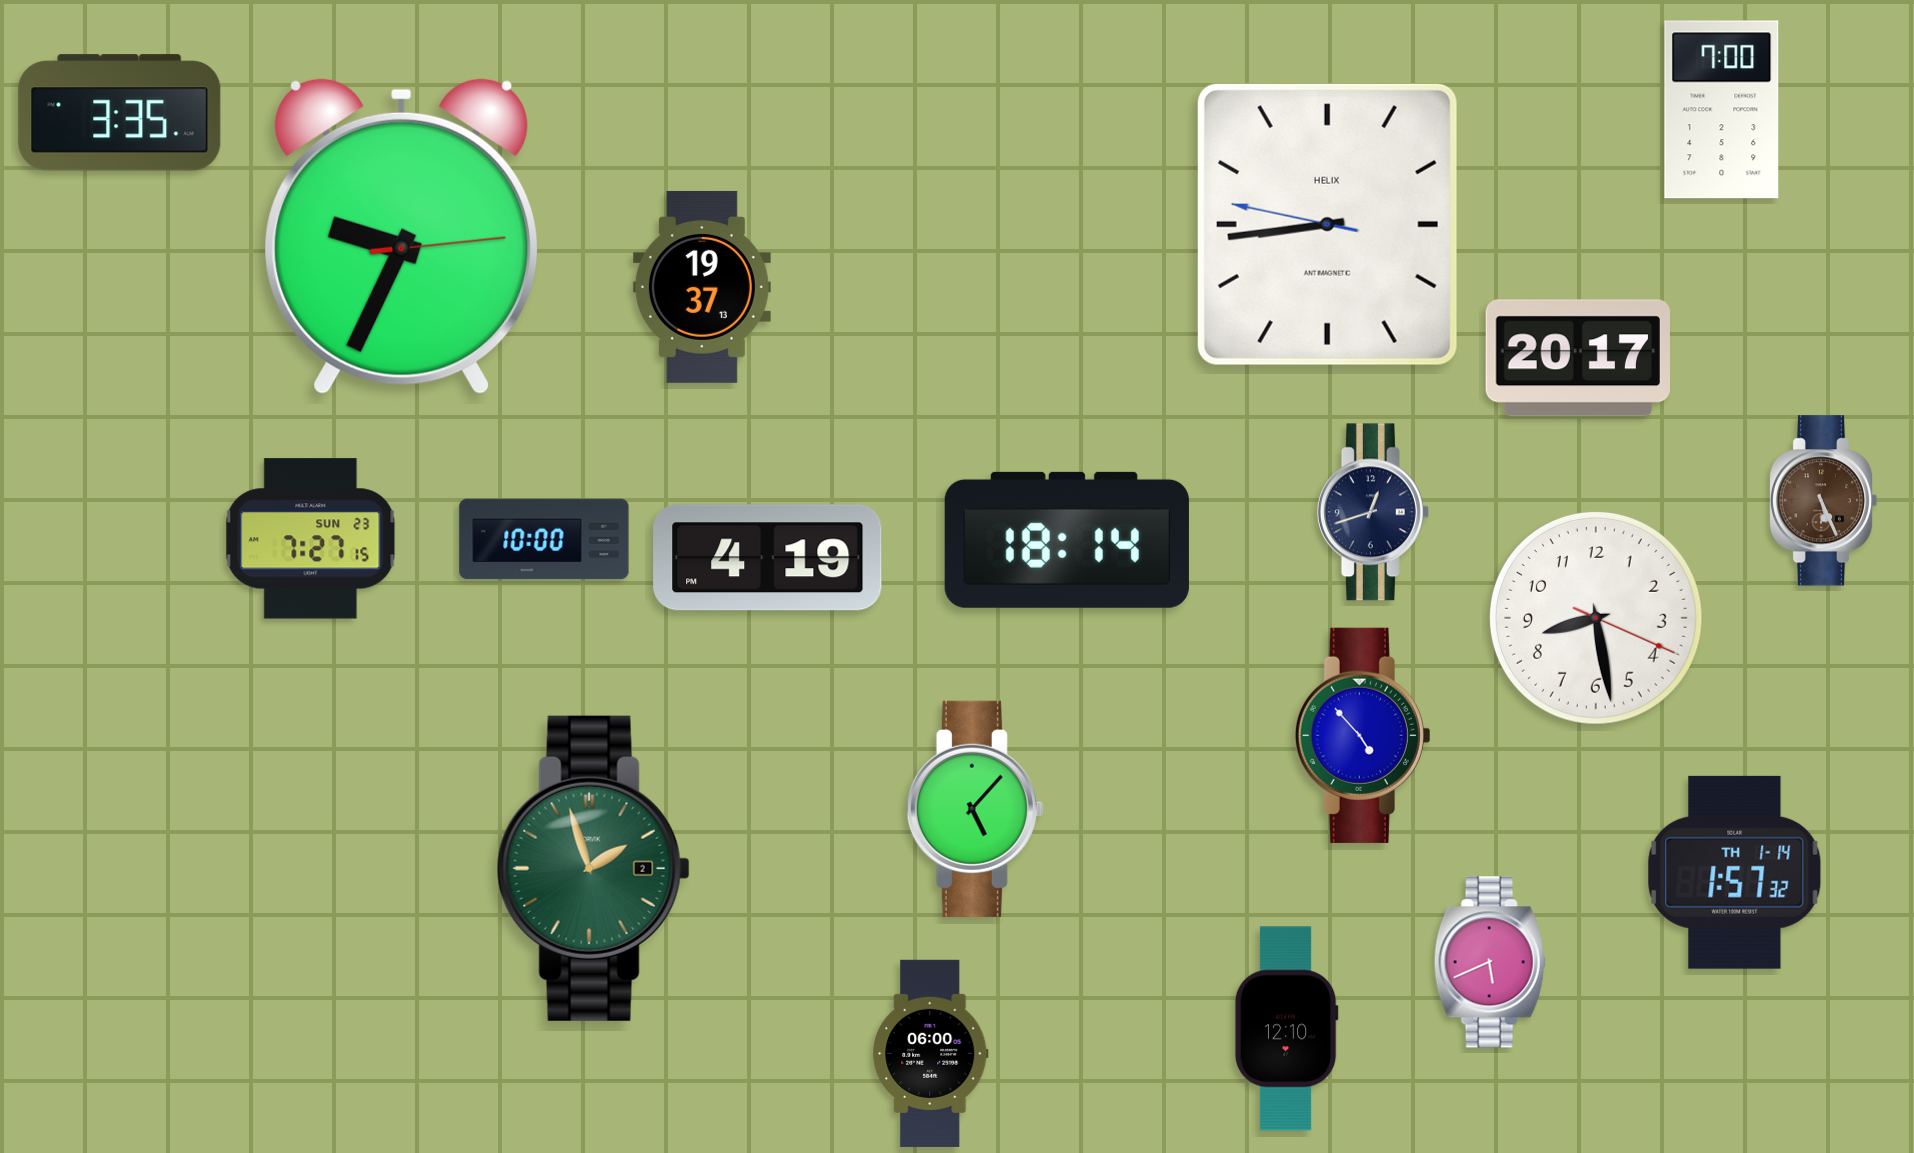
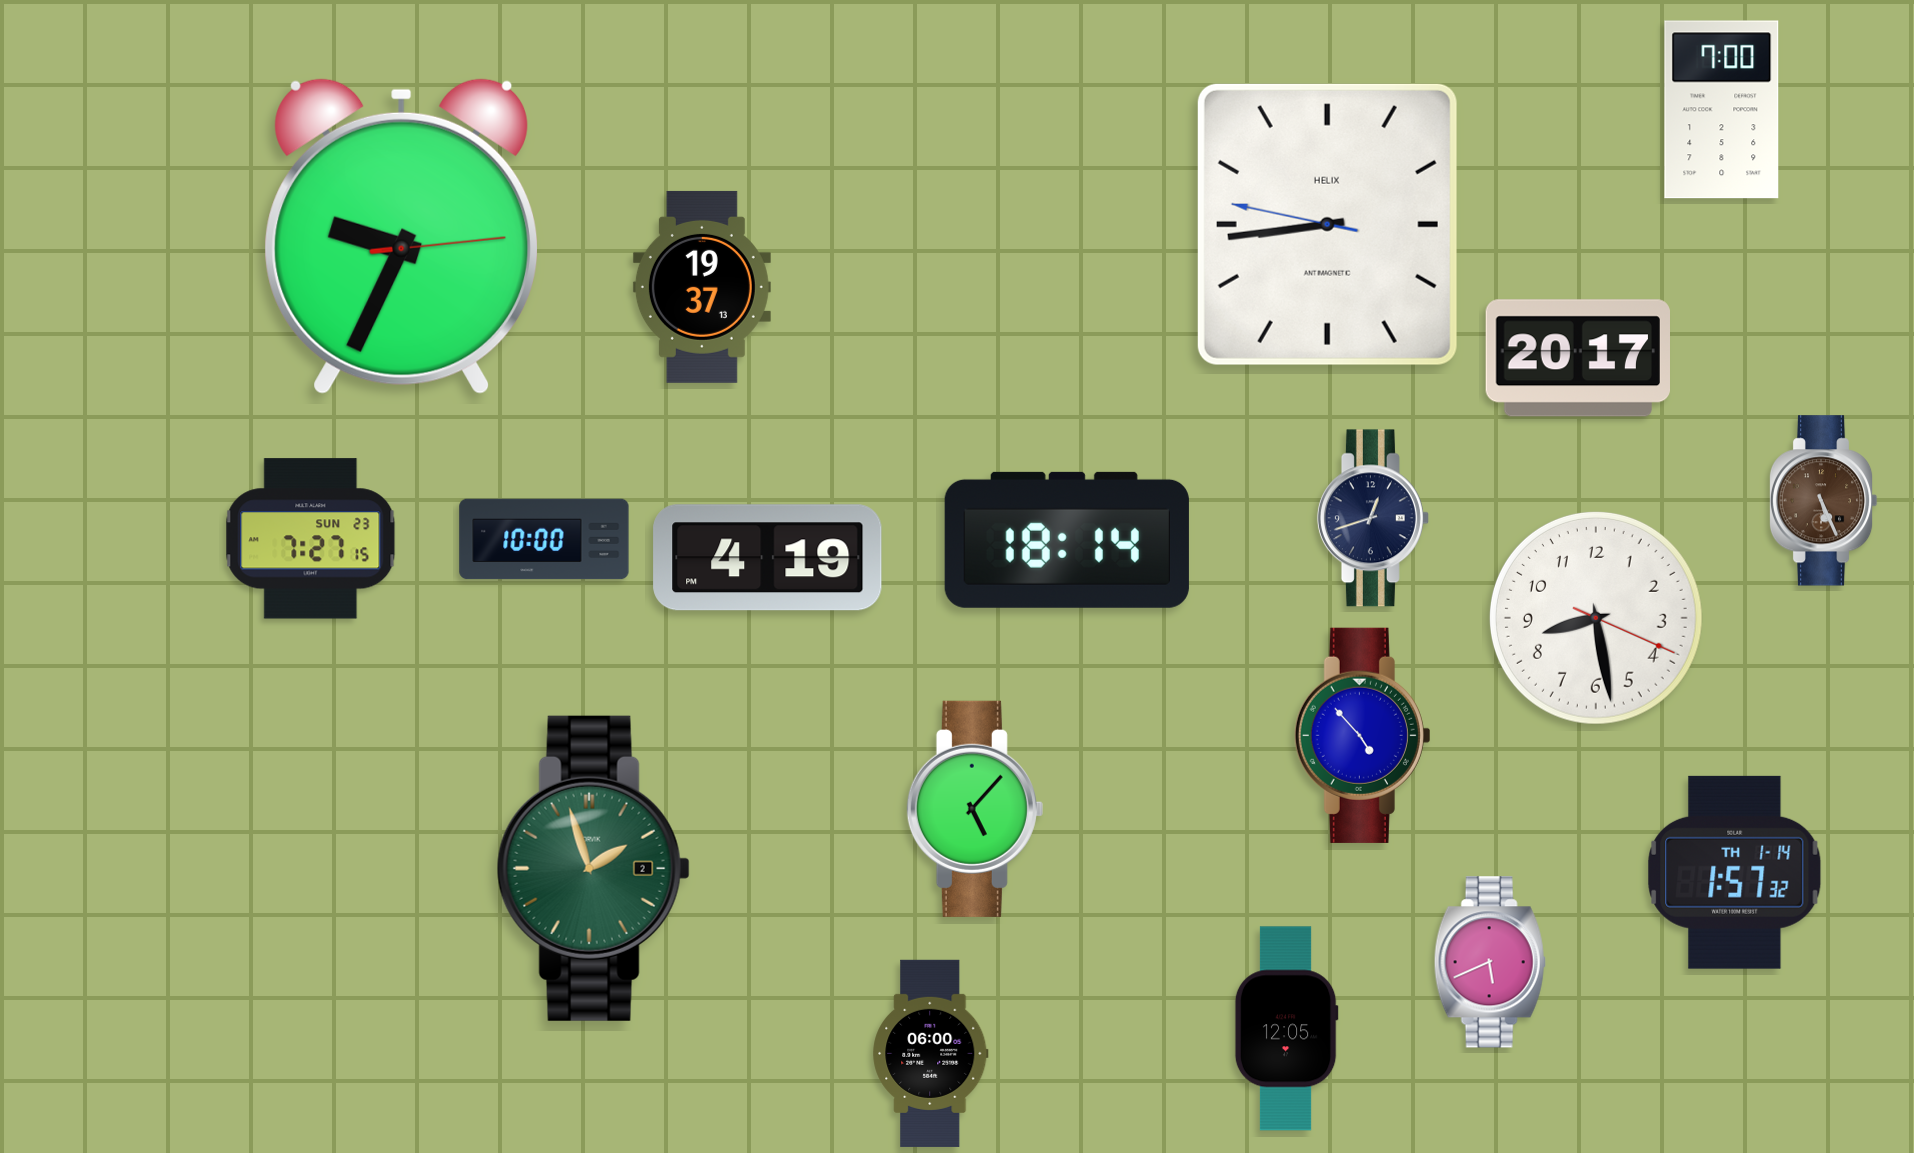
clock at (120, 113): 3:35 -> none
clock at (1373, 512) position: (1373, 512) -> (1373, 518)
clock at (1286, 1029): 12:10 -> 12:05
